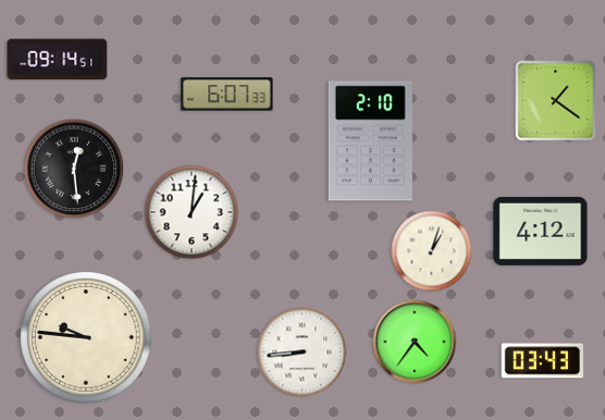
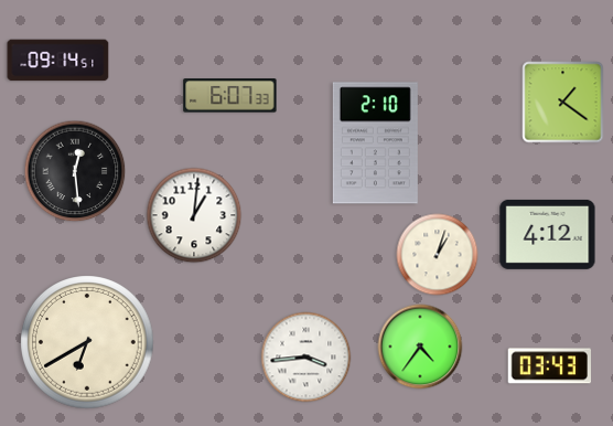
clock at (86, 337): 9:46 -> 6:40
clock at (302, 353): 8:44 -> 3:44
